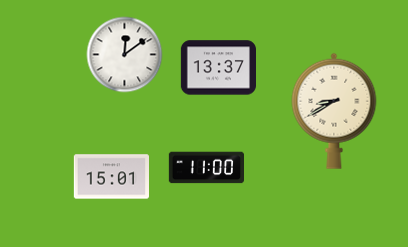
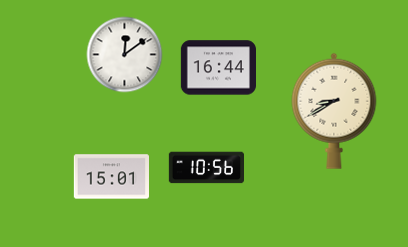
clock at (218, 68): 13:37 -> 16:44
clock at (206, 168): 11:00 -> 10:56
